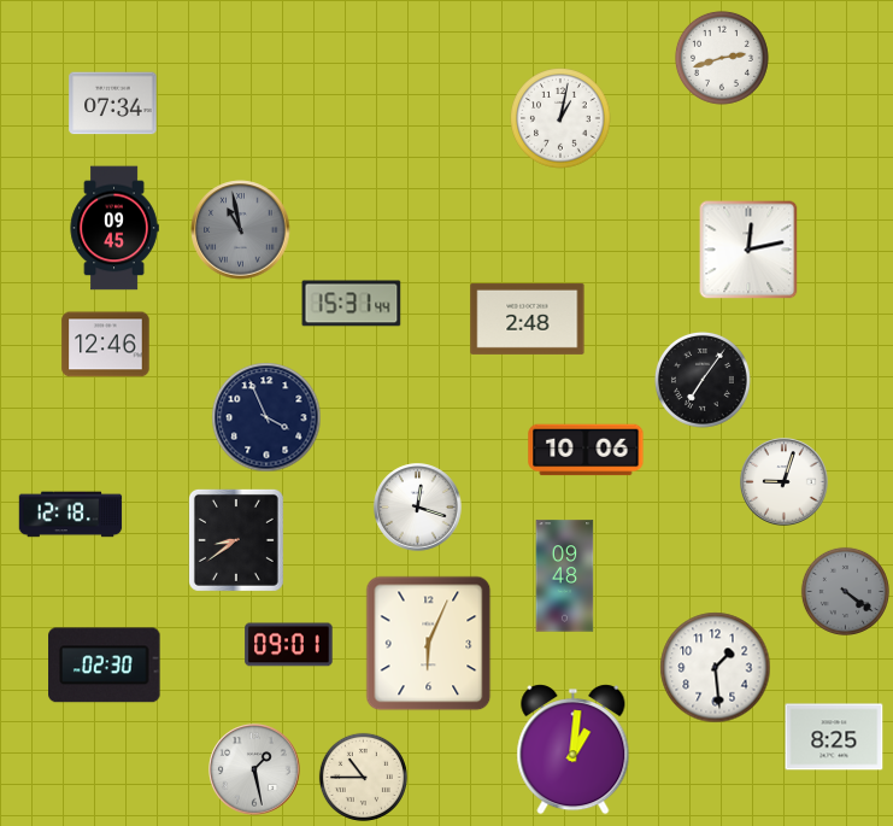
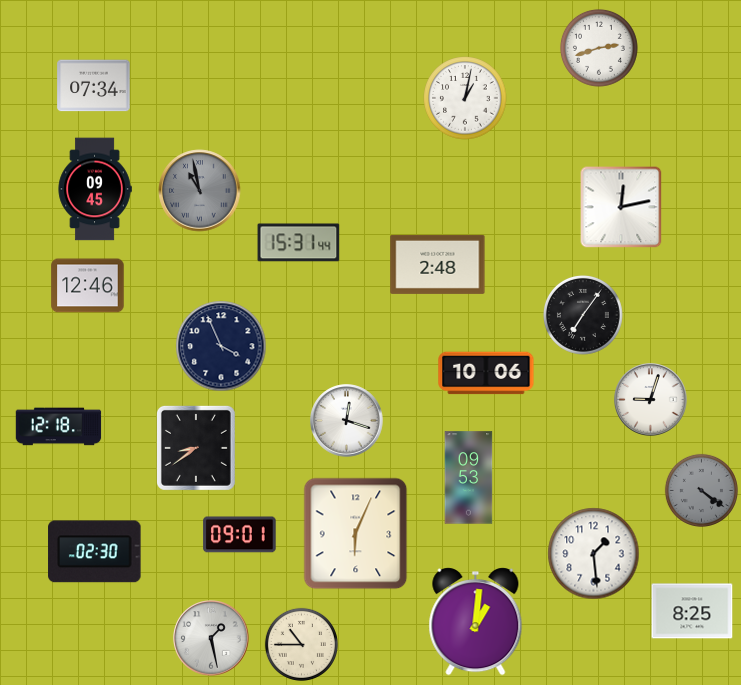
clock at (352, 304) position: (352, 304) -> (299, 243)
clock at (565, 576): 09:48 -> 09:53
clock at (105, 666) position: (105, 666) -> (95, 552)
